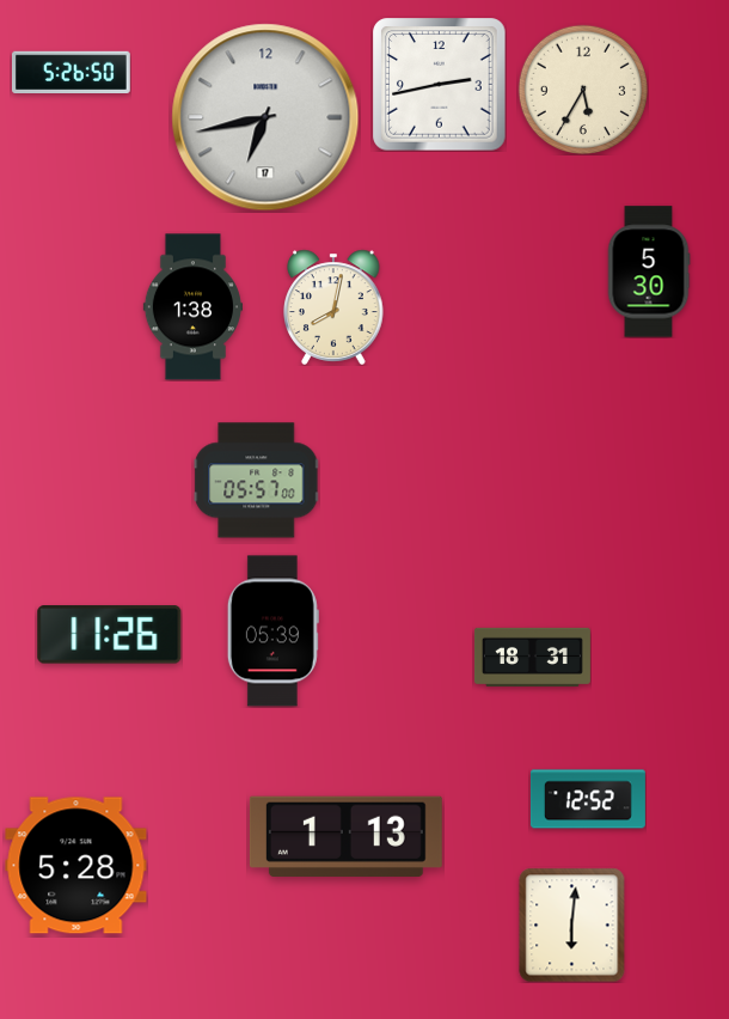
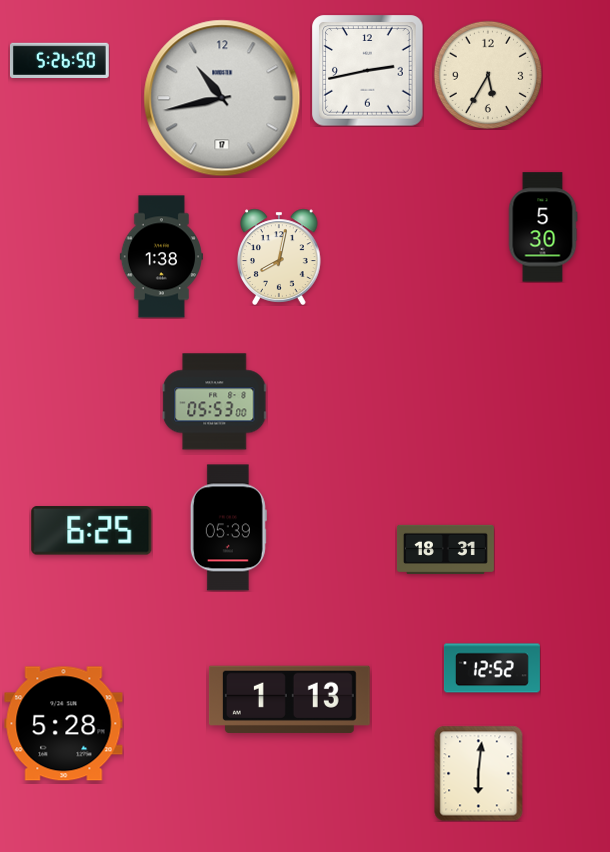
clock at (265, 117): 6:43 -> 10:43
clock at (256, 481): 05:57 -> 05:53
clock at (110, 635): 11:26 -> 6:25
